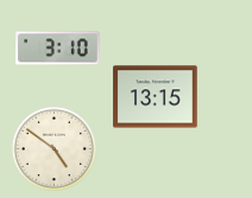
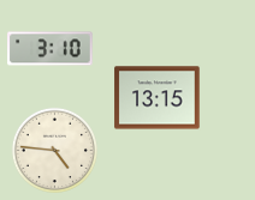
clock at (58, 49) position: (58, 49) -> (51, 49)
clock at (53, 148): 4:51 -> 4:46
